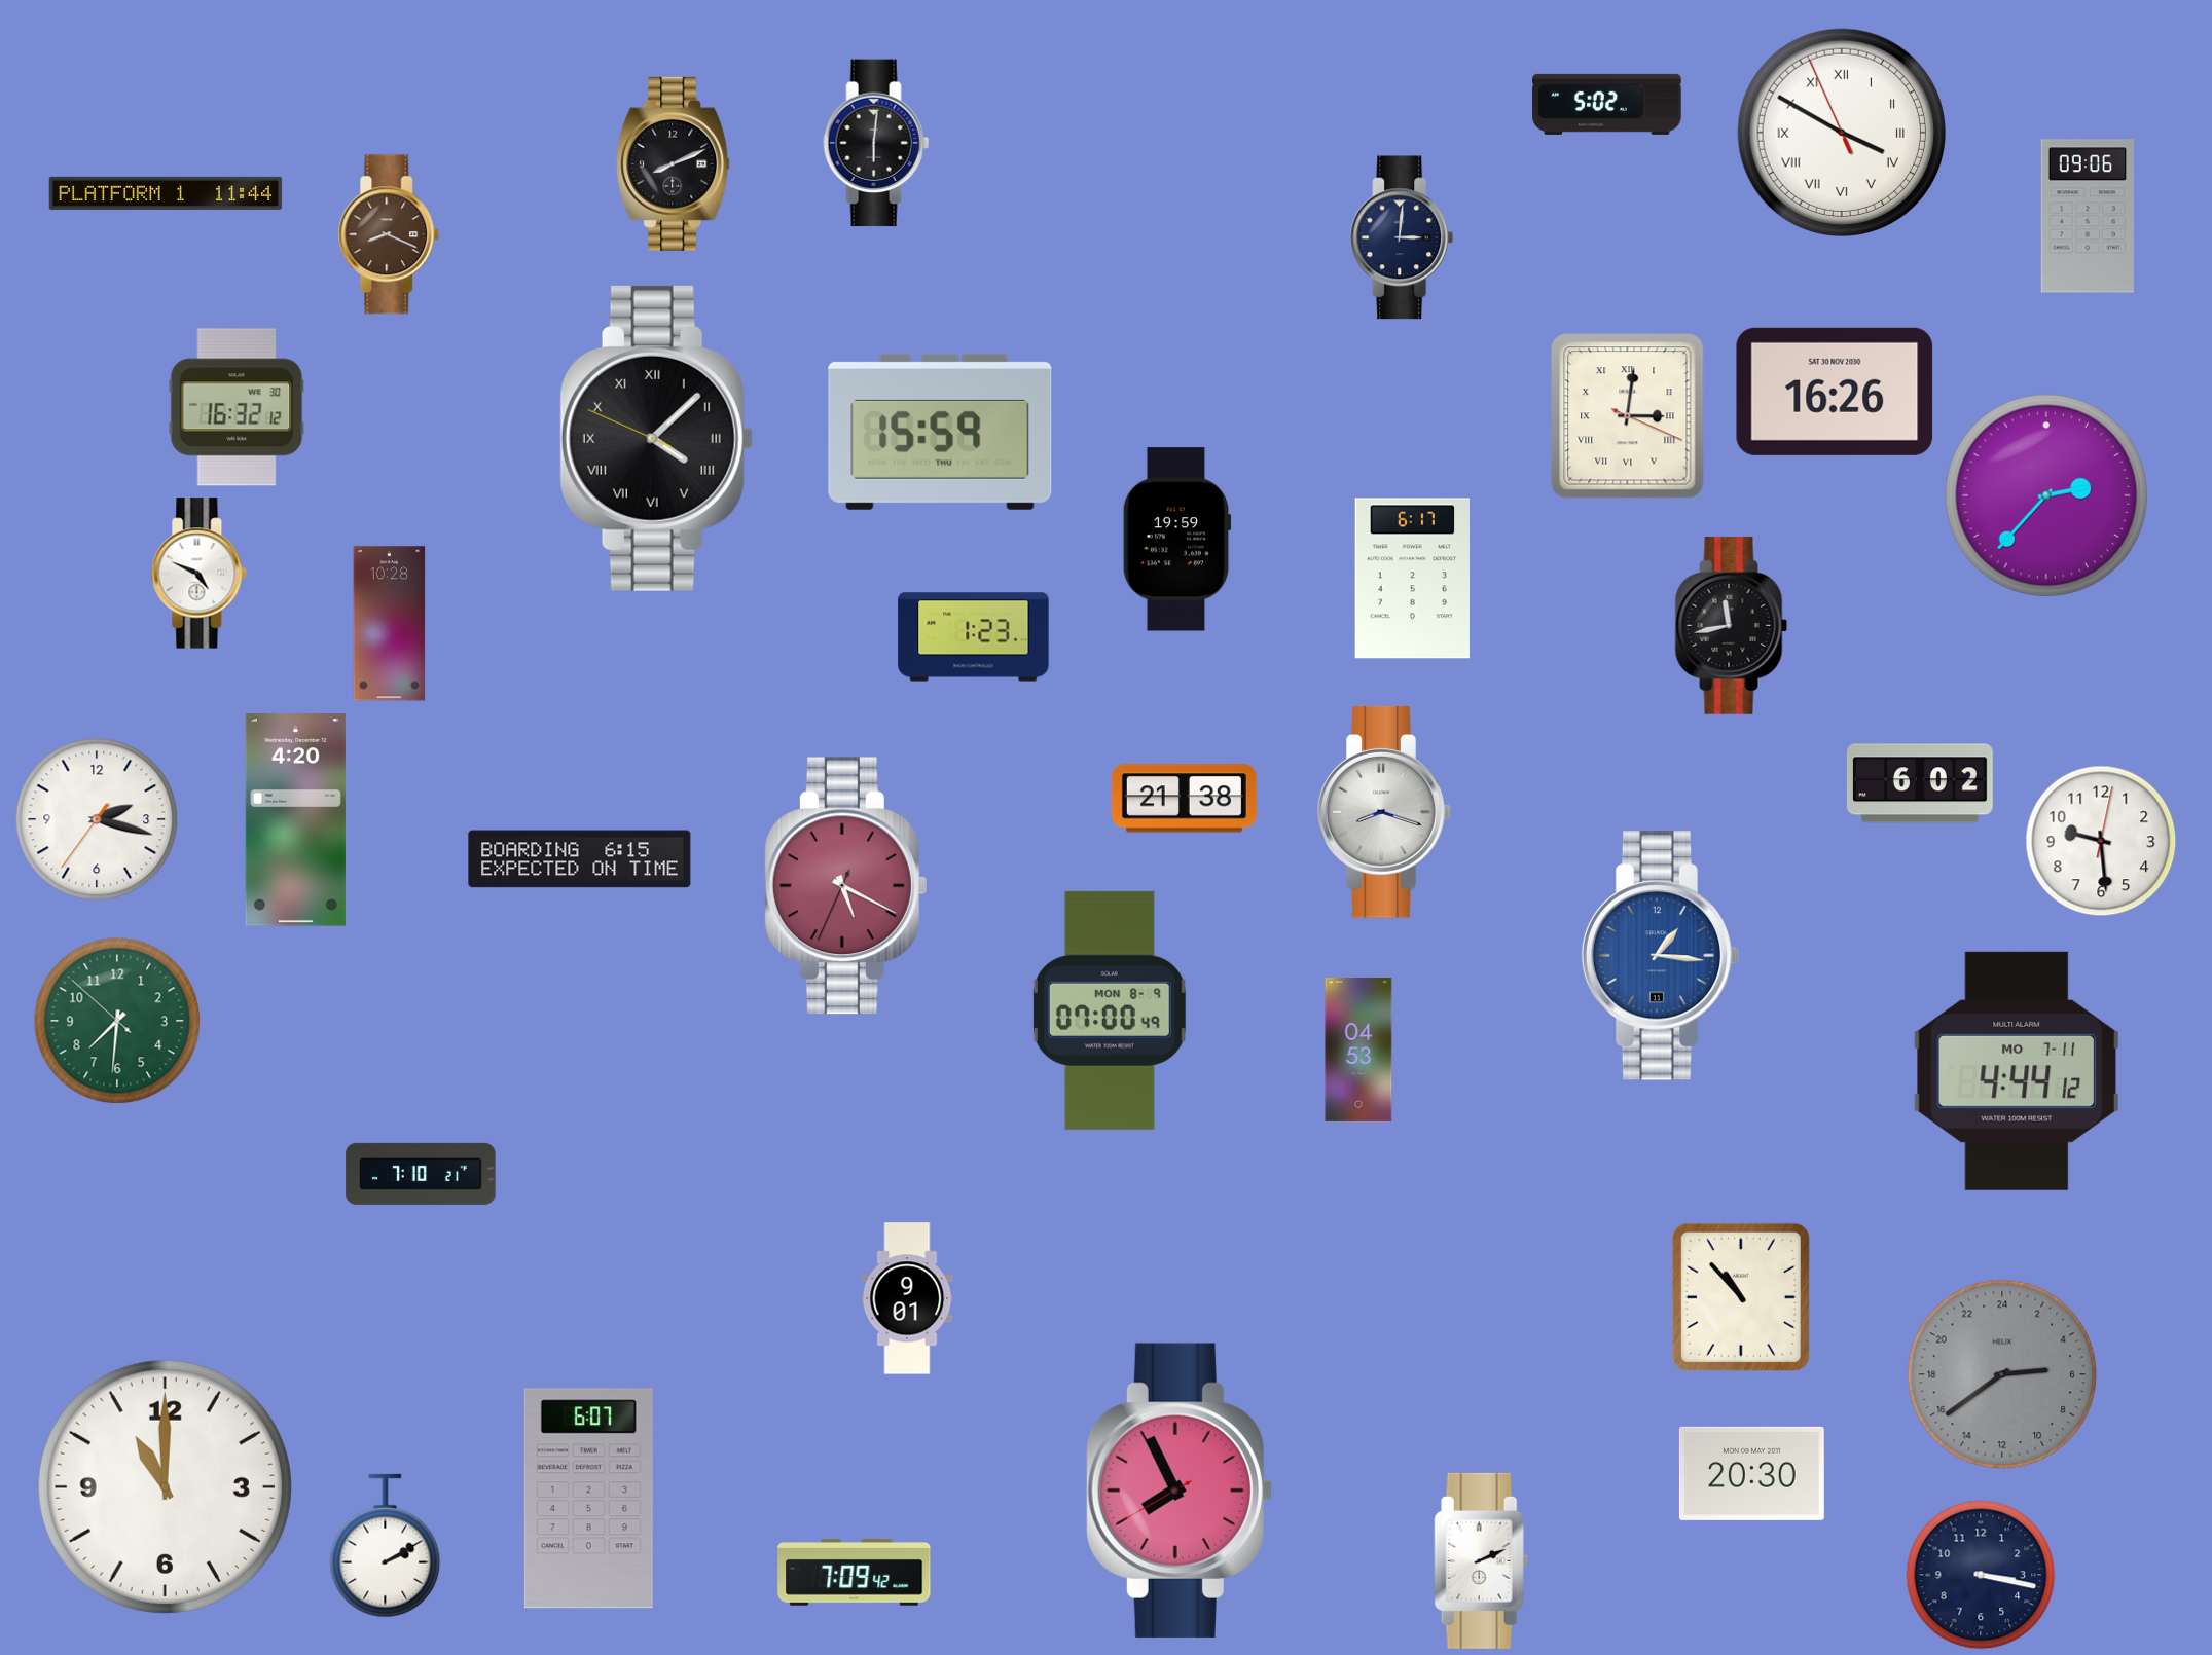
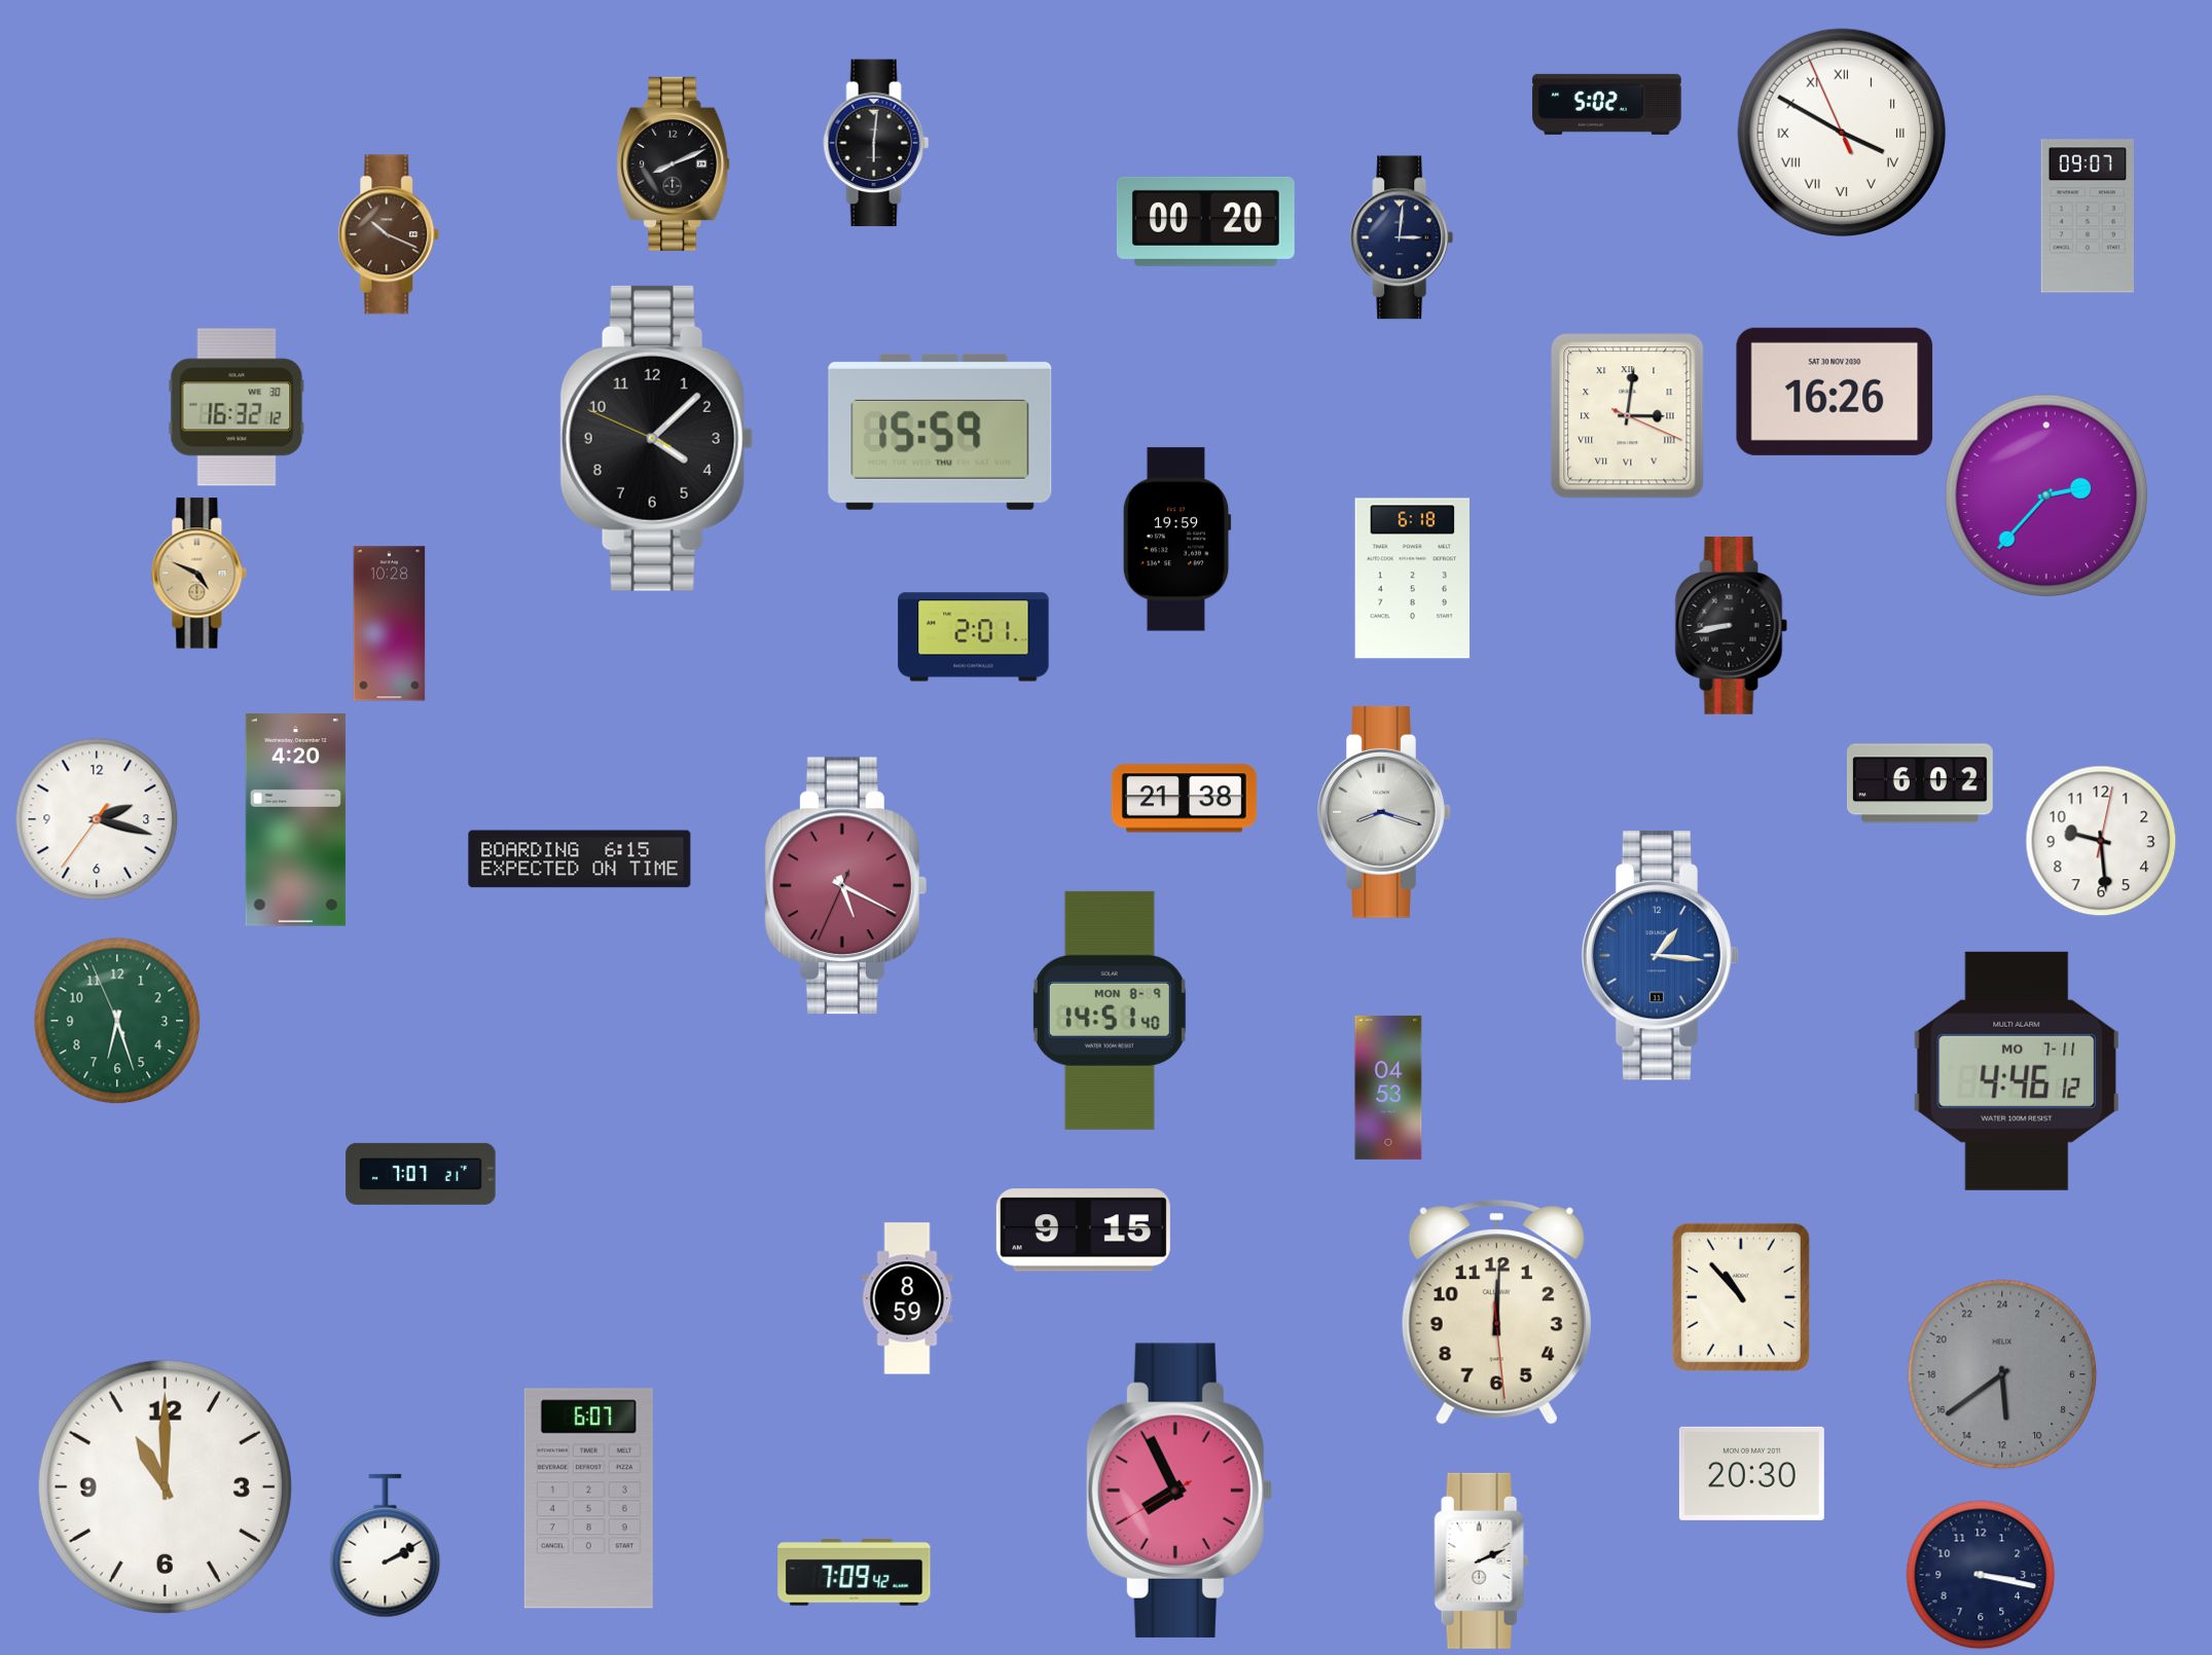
clock at (166, 193): 11:44 -> none
clock at (2087, 216): 09:06 -> 09:07
clock at (1205, 221): none -> 00:20
clock at (389, 234): 8:19 -> 10:19
clock at (656, 438) numerals: Roman -> Arabic
clock at (200, 574) dial: white -> champagne
clock at (1412, 579): 6:17 -> 6:18
clock at (1732, 625): 11:43 -> 8:43
clock at (974, 637): 1:23 -> 2:01
clock at (1110, 1010): 07:00 -> 14:51
clock at (117, 1021): 7:30 -> 6:26
clock at (1358, 1050) position: (1358, 1050) -> (1388, 1088)
clock at (2017, 1071): 4:44 -> 4:46
clock at (421, 1174): 7:10 -> 7:07
clock at (1083, 1230): none -> 9:15
clock at (907, 1298): 9:01 -> 8:59
clock at (1496, 1313): none -> 12:00
clock at (2002, 1374): 5:39 -> 11:39
